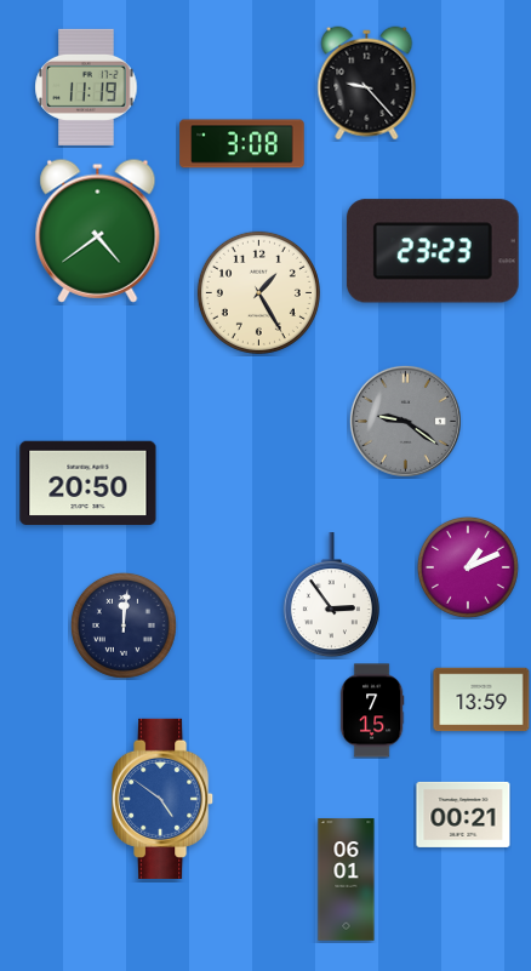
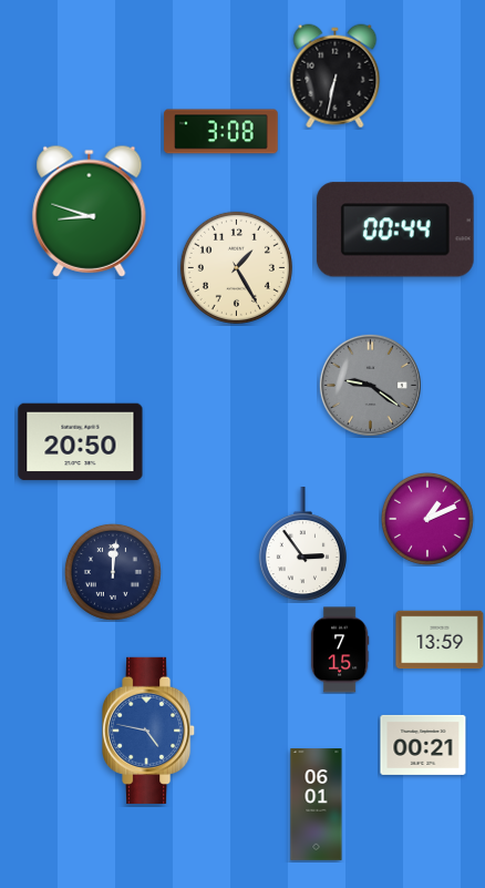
clock at (367, 84): 9:23 -> 6:32
clock at (86, 87): 11:19 -> none
clock at (98, 230): 4:39 -> 8:48
clock at (433, 251): 23:23 -> 00:44
clock at (164, 799): 4:51 -> 4:47
